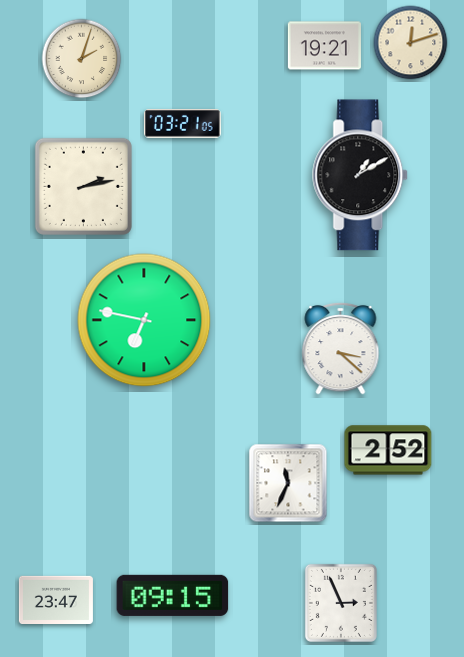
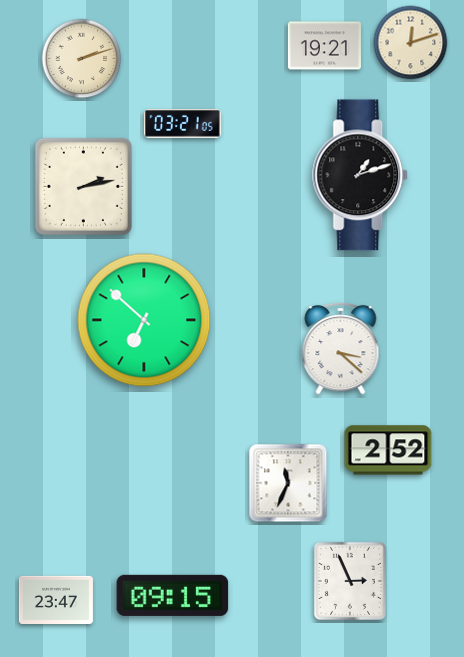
clock at (82, 59): 2:03 -> 2:12
clock at (361, 175): 1:10 -> 1:12
clock at (144, 320): 6:47 -> 6:52
clock at (341, 603) position: (341, 603) -> (350, 581)
